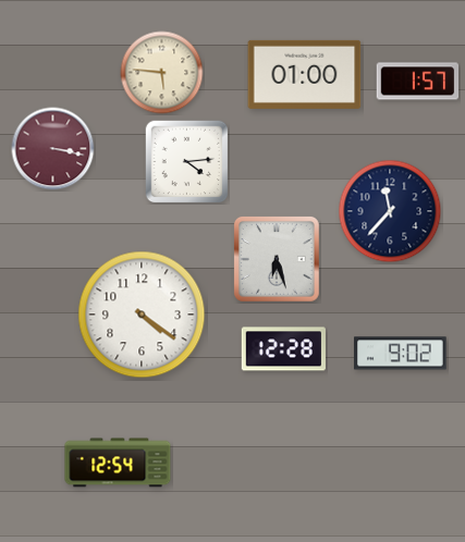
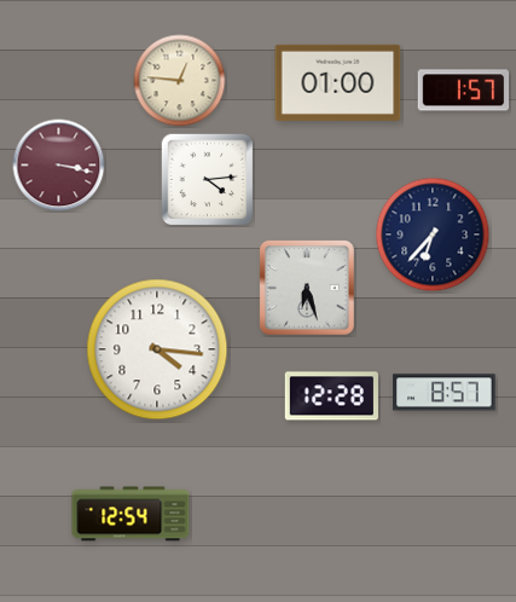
clock at (162, 73): 5:46 -> 12:46
clock at (390, 211): 11:37 -> 6:37
clock at (142, 315): 4:21 -> 4:16
clock at (283, 349) position: (283, 349) -> (331, 396)
clock at (401, 354): 9:02 -> 8:57
